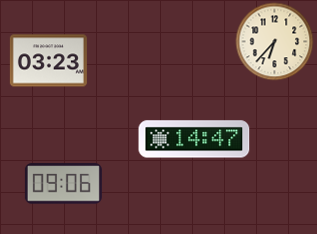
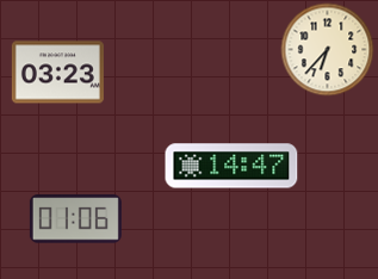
clock at (63, 184): 09:06 -> 01:06
